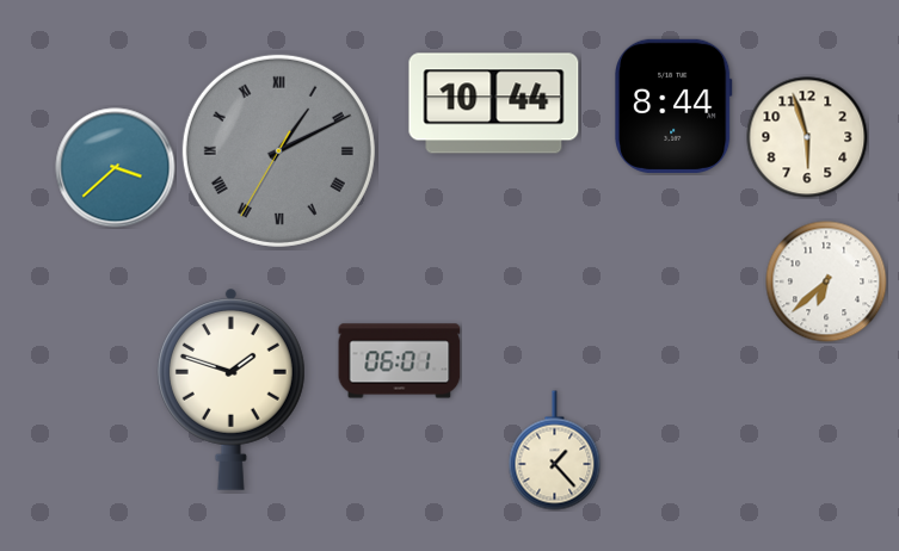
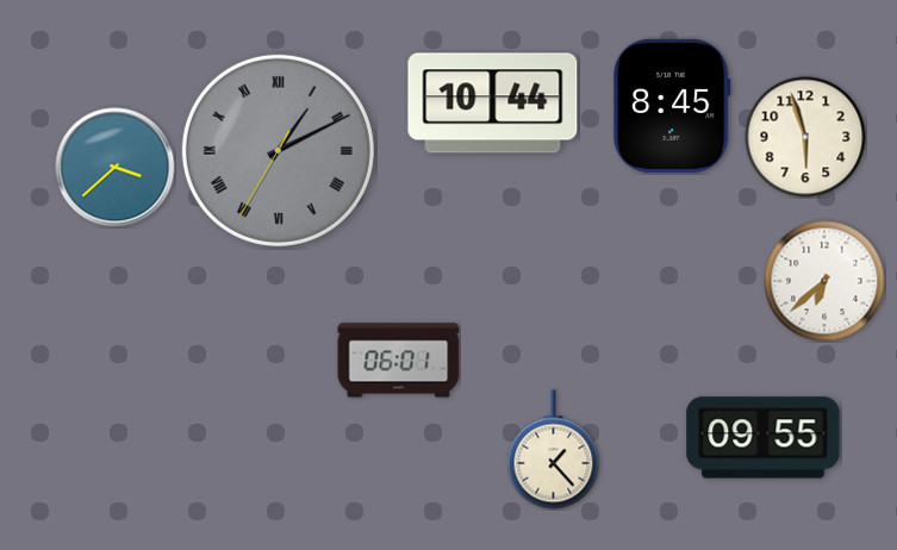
clock at (673, 106): 8:44 -> 8:45
clock at (230, 389): 1:48 -> none
clock at (764, 438): none -> 09:55
